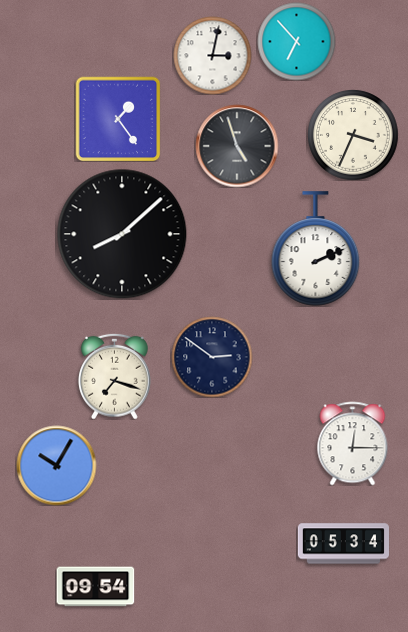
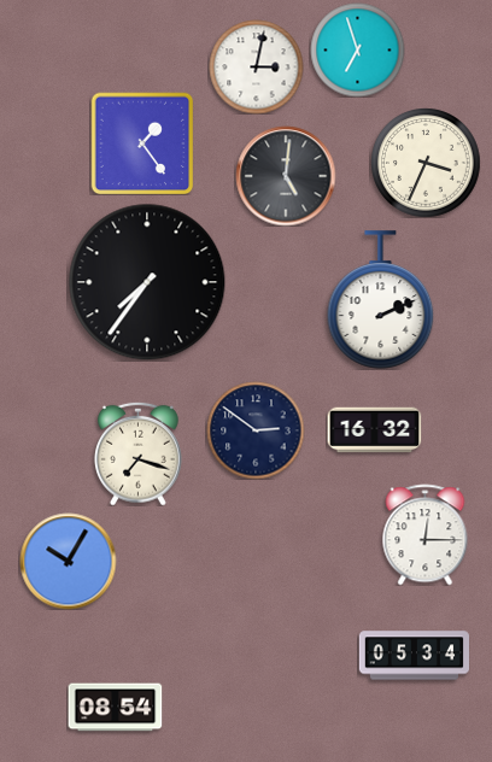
clock at (296, 41): 6:53 -> 6:57
clock at (237, 146): 4:57 -> 5:01
clock at (122, 234): 8:08 -> 7:36
clock at (374, 430): none -> 16:32
clock at (95, 587): 09:54 -> 08:54
